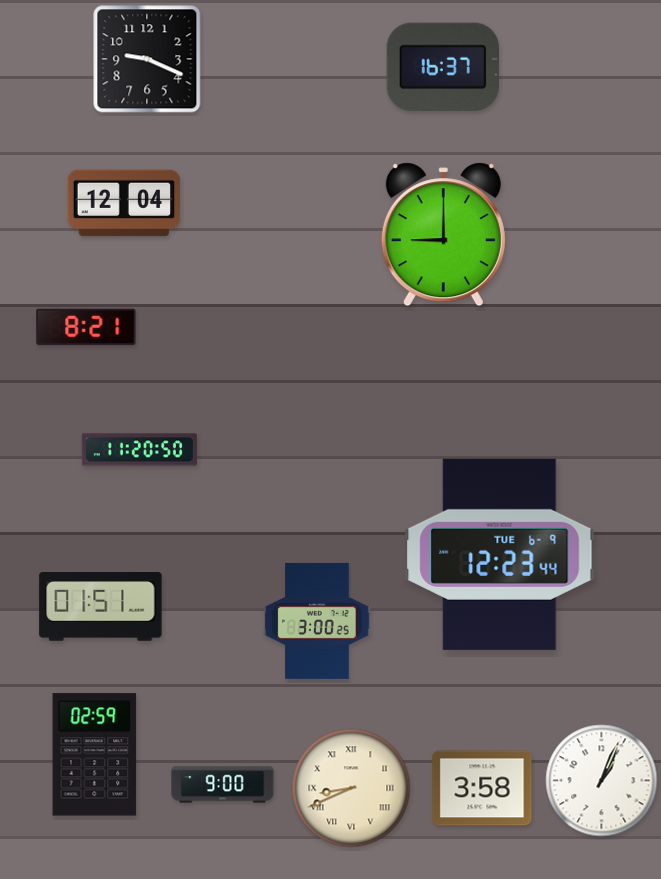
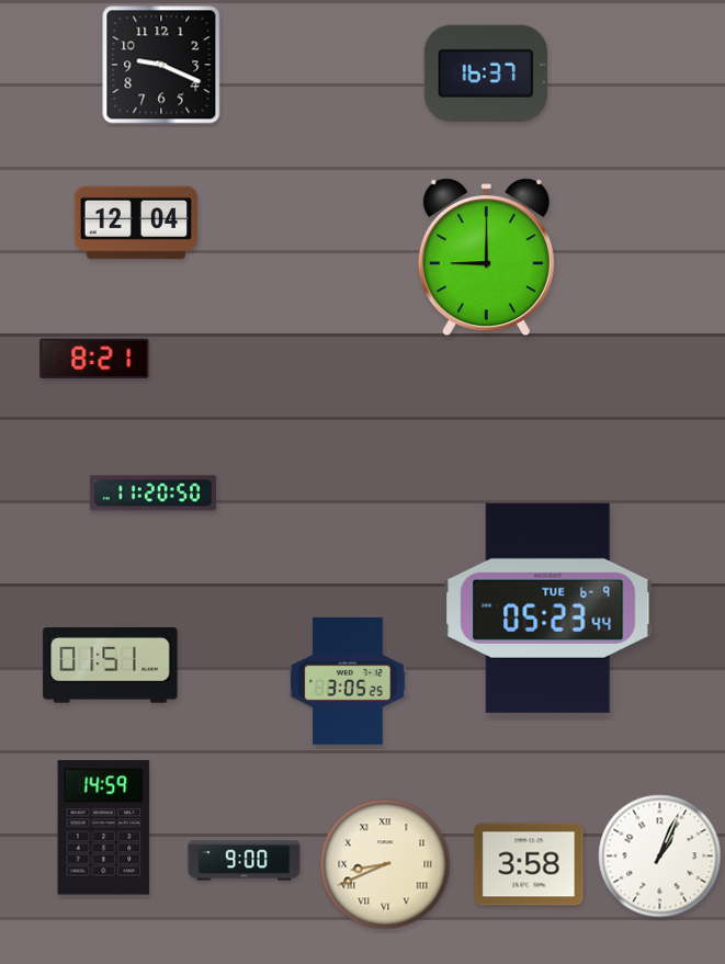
clock at (500, 554): 12:23 -> 05:23
clock at (317, 621): 3:00 -> 3:05
clock at (95, 755): 02:59 -> 14:59
